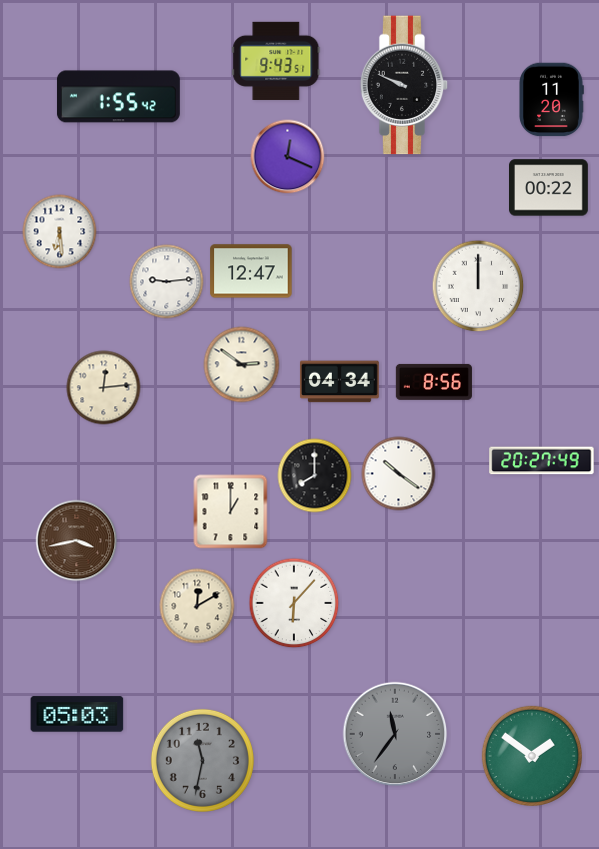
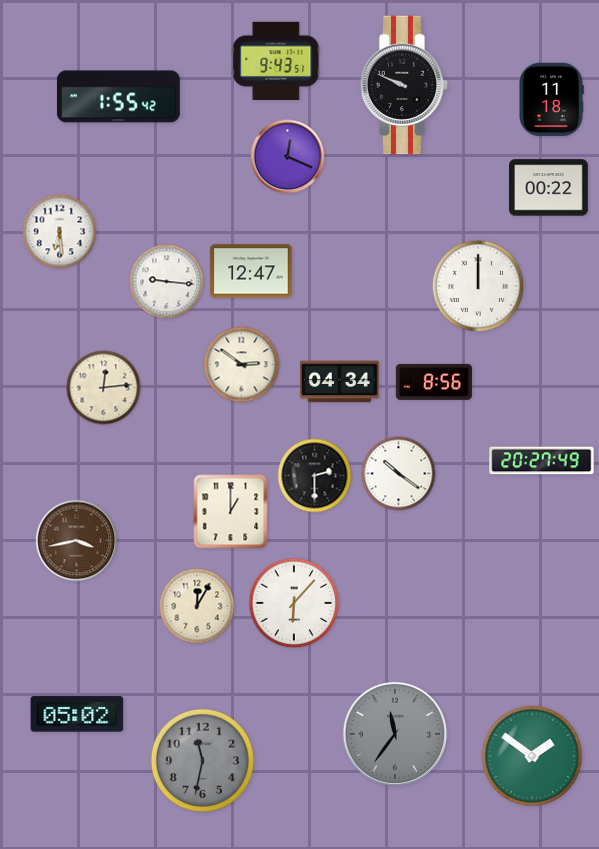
clock at (551, 100): 11:20 -> 11:18
clock at (167, 282): 9:14 -> 9:16
clock at (315, 476): 8:00 -> 2:30
clock at (197, 606): 12:10 -> 12:05
clock at (77, 714): 05:03 -> 05:02
